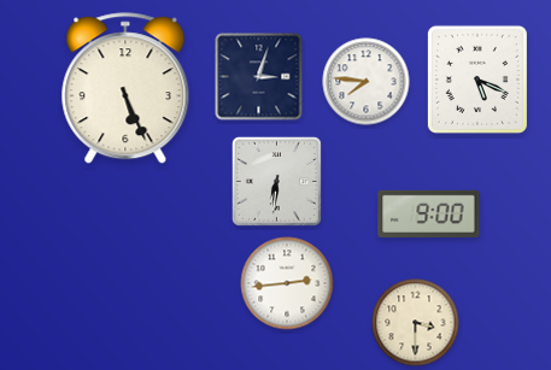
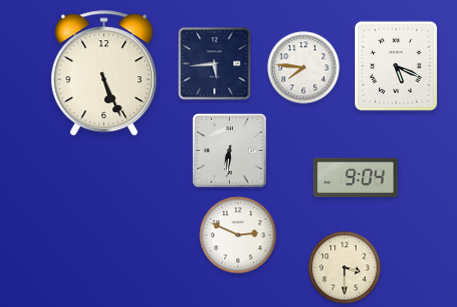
clock at (259, 77): 3:03 -> 5:44
clock at (429, 213): 9:00 -> 9:04
clock at (287, 283): 2:44 -> 2:49
